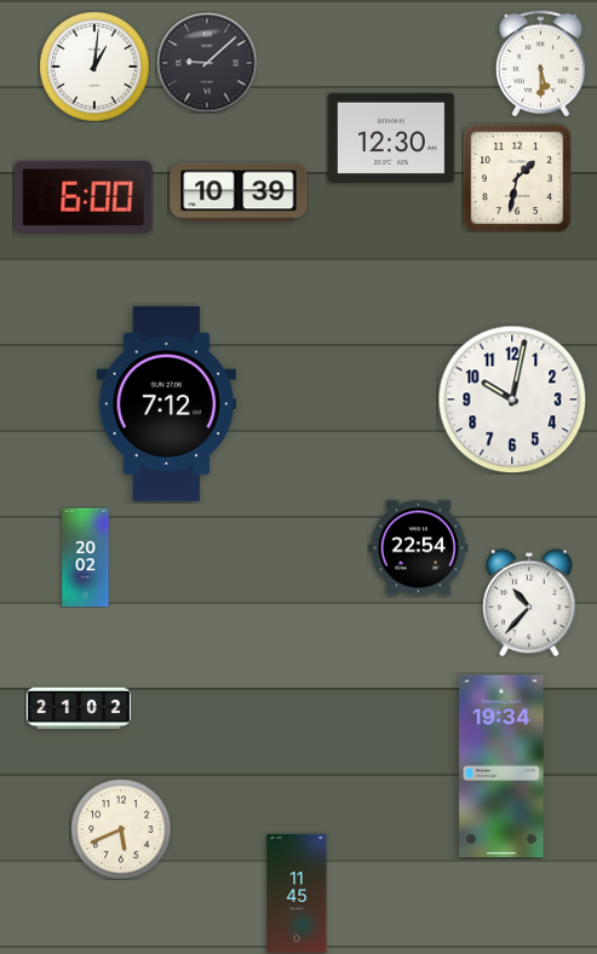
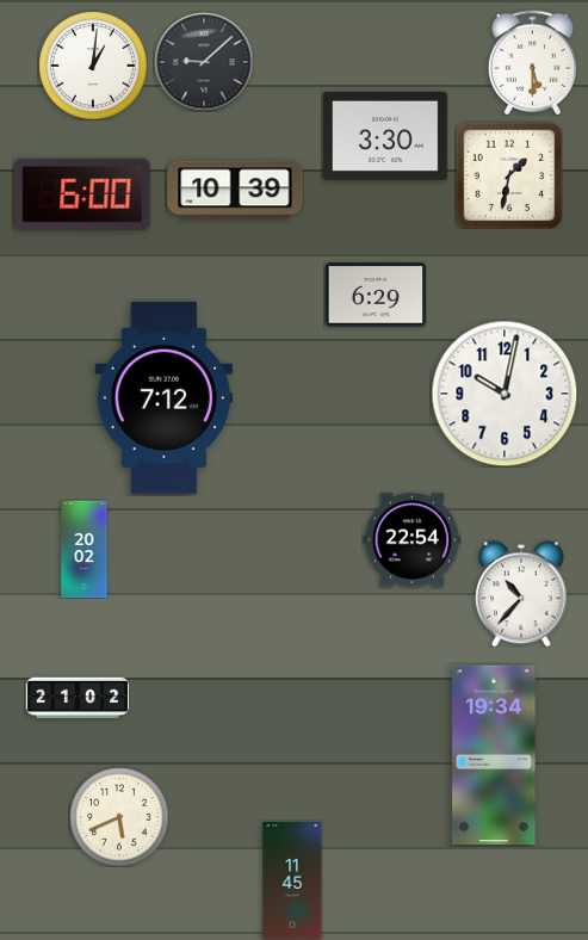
clock at (391, 138): 12:30 -> 3:30
clock at (376, 295): none -> 6:29
